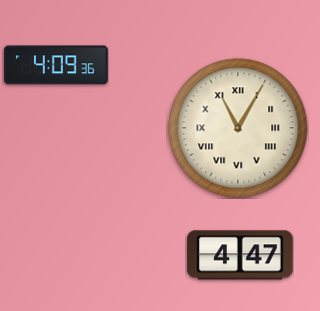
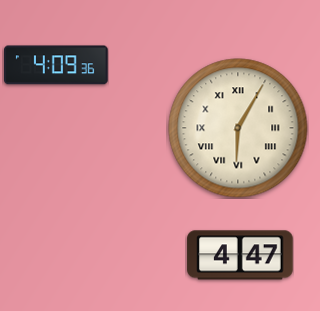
clock at (238, 128): 11:05 -> 6:05
